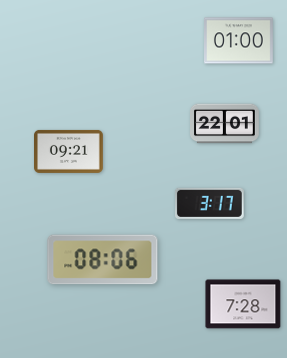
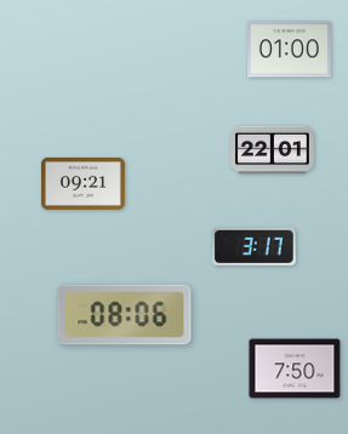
clock at (243, 304): 7:28 -> 7:50
